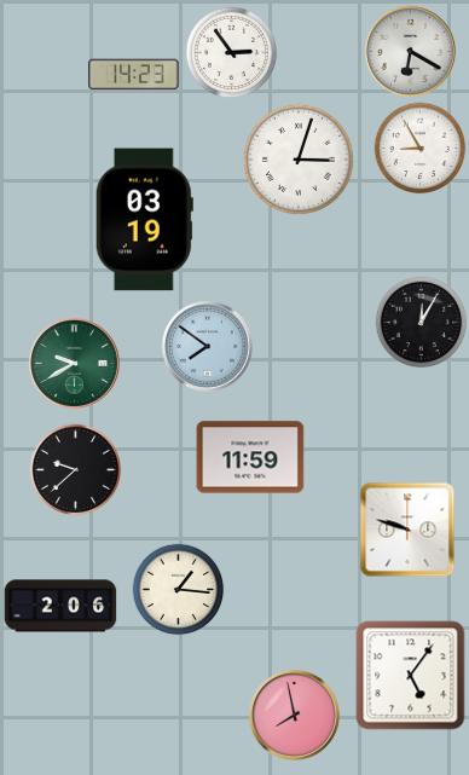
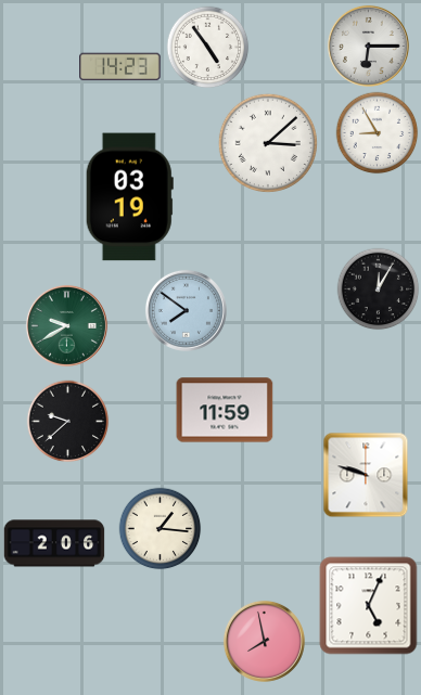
clock at (410, 51): 6:20 -> 6:15
clock at (232, 53): 2:54 -> 4:54
clock at (299, 160): 3:03 -> 3:08
clock at (411, 676): 5:06 -> 5:04
